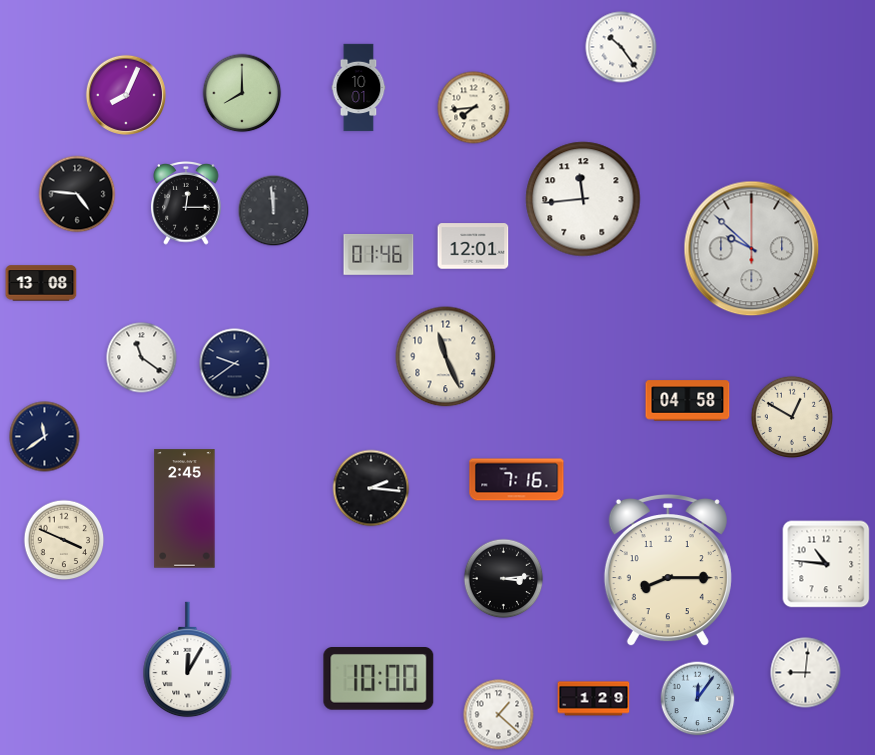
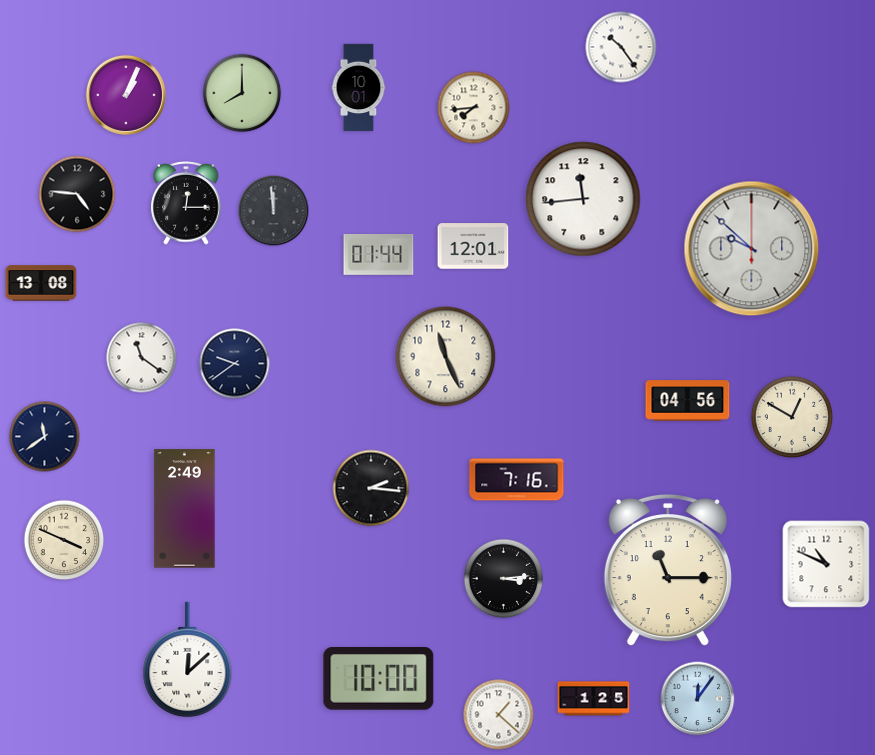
clock at (126, 95): 8:04 -> 1:04
clock at (379, 254): 01:46 -> 01:44
clock at (688, 401): 04:58 -> 04:56
clock at (185, 509): 2:45 -> 2:49
clock at (826, 564): 10:46 -> 10:49
clock at (668, 571): 8:15 -> 11:15
clock at (188, 660): 12:05 -> 12:08
clock at (806, 673): 9:01 -> none
clock at (594, 699): 1:29 -> 1:25
